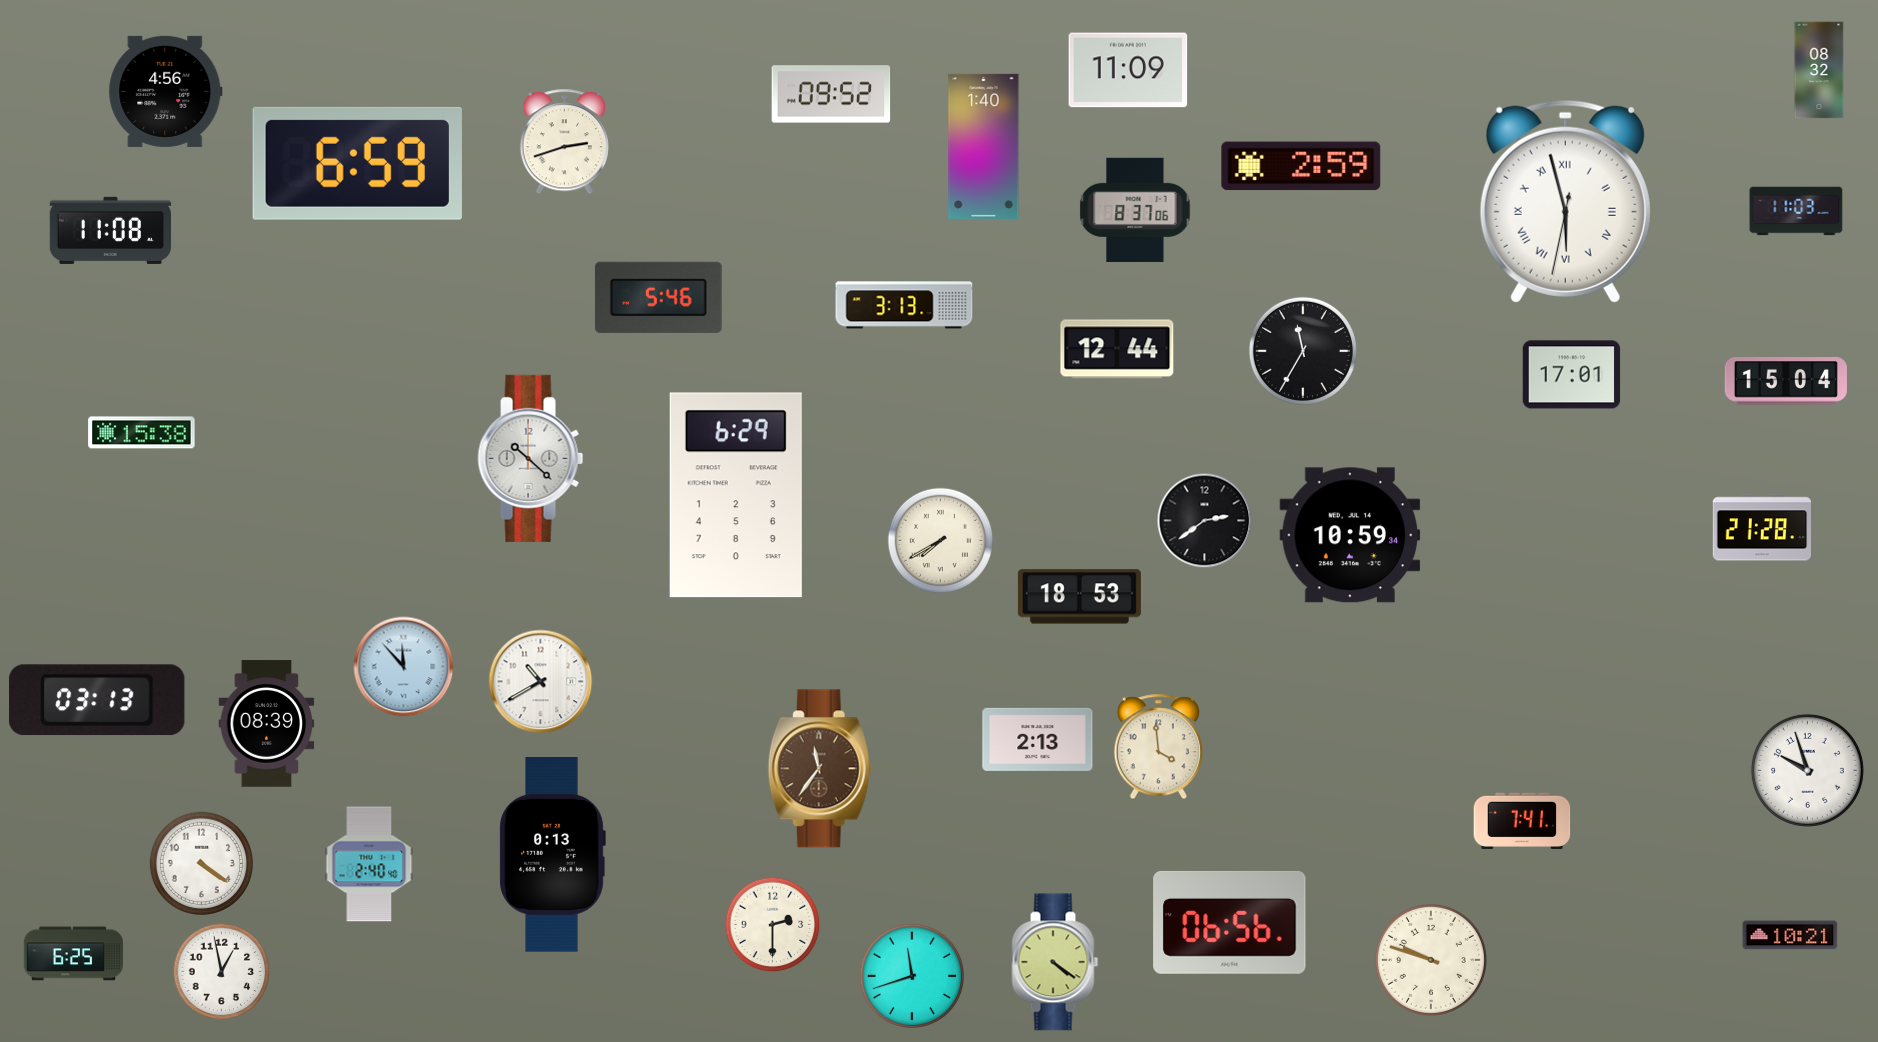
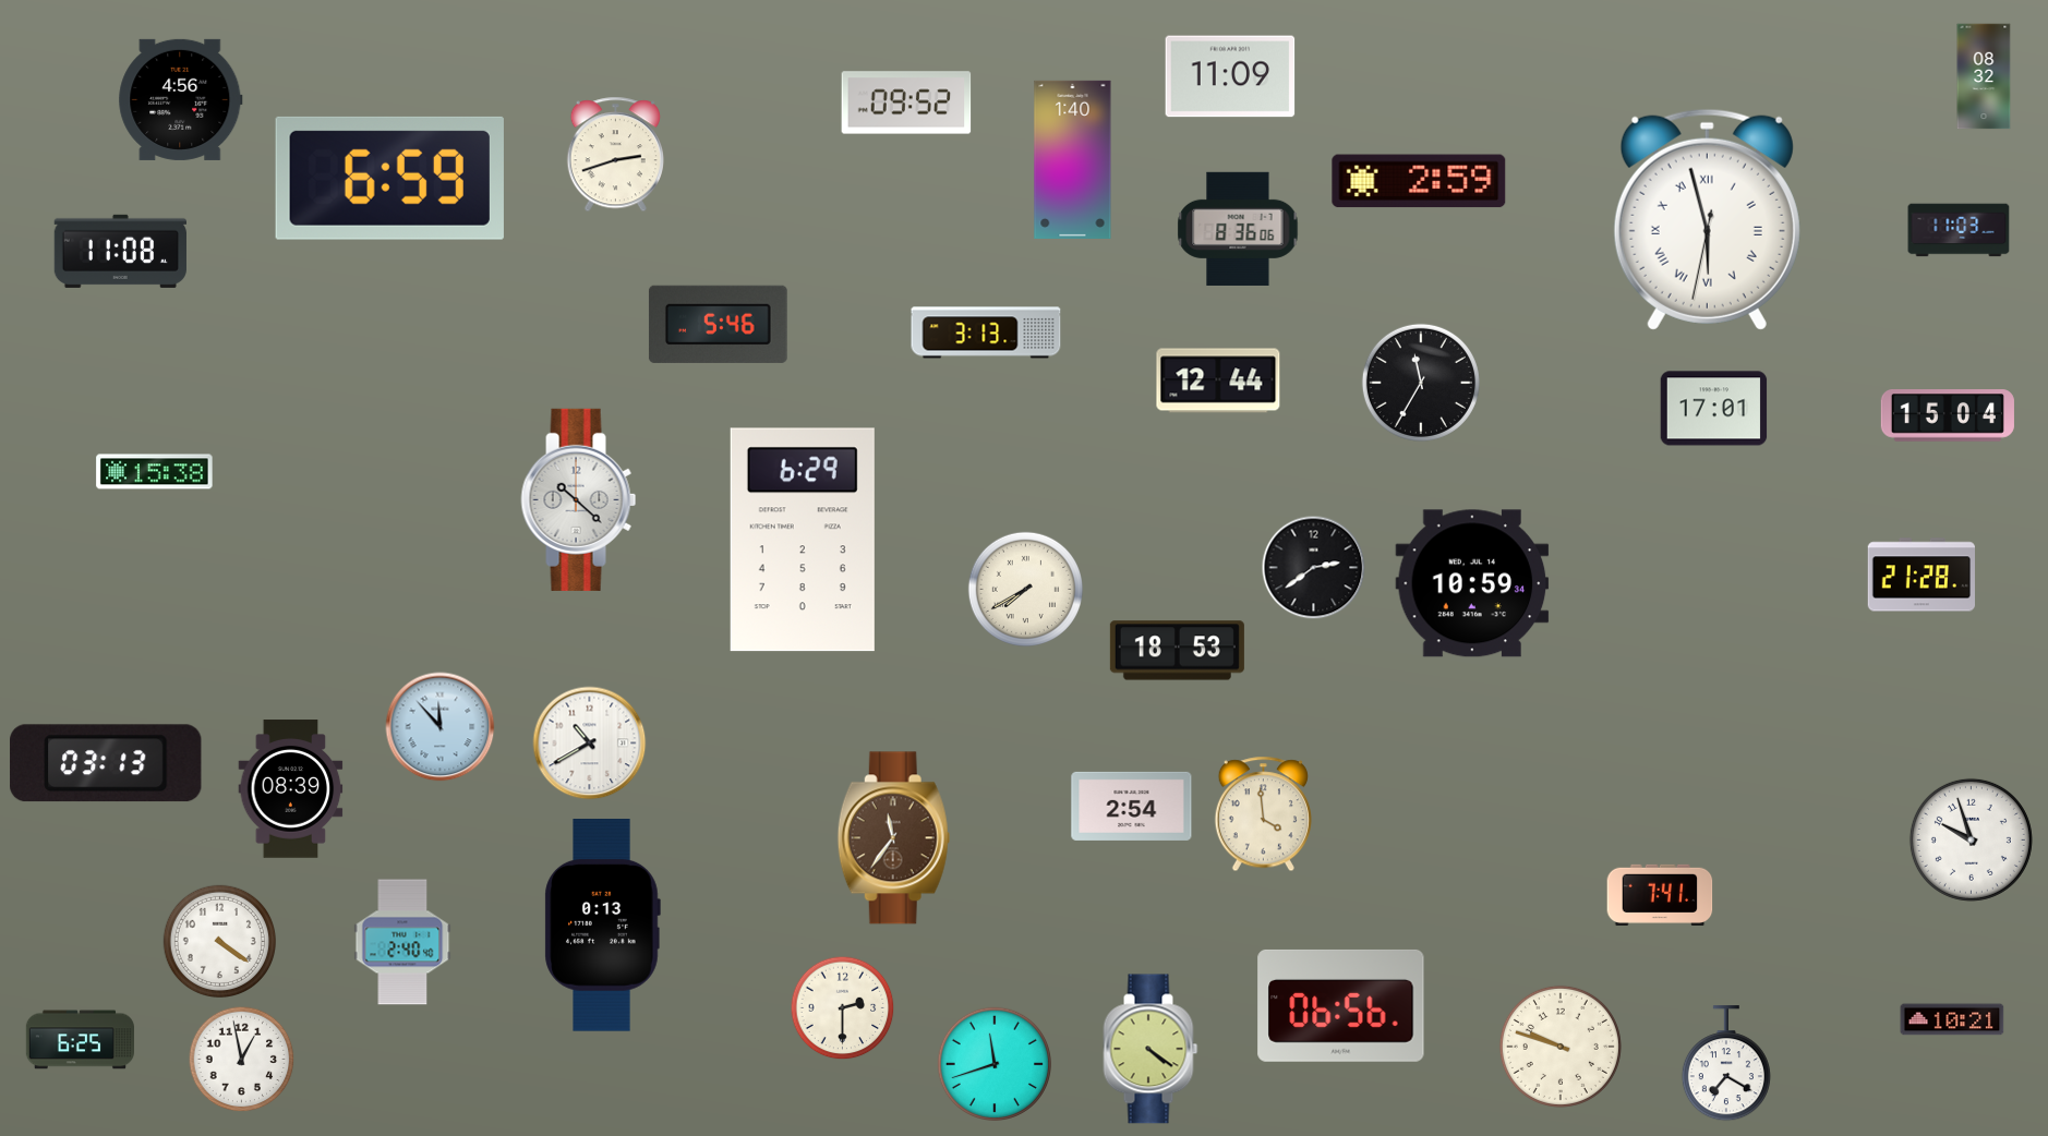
clock at (1135, 210): 8:37 -> 8:36
clock at (1038, 739): 2:13 -> 2:54
clock at (552, 855) position: (552, 855) -> (602, 926)
clock at (1726, 1064): none -> 7:20
